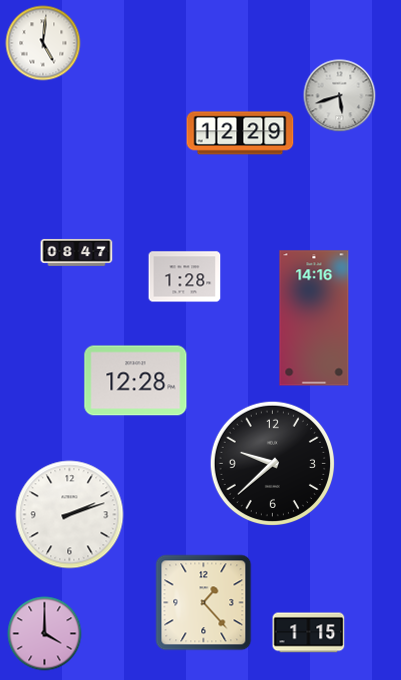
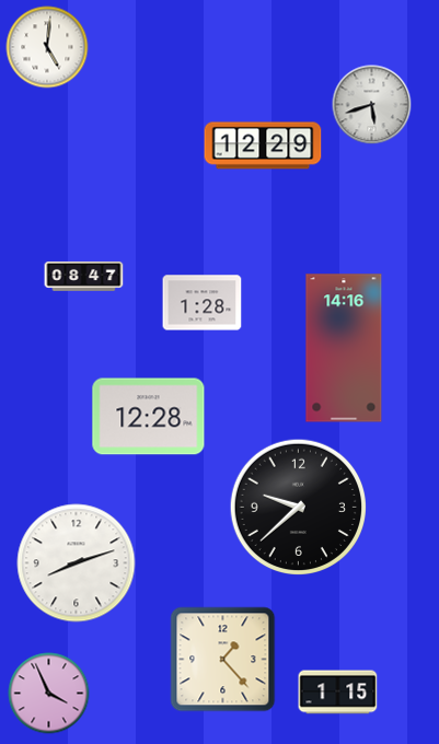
clock at (70, 515): 2:12 -> 8:12
clock at (45, 634): 4:00 -> 3:56
